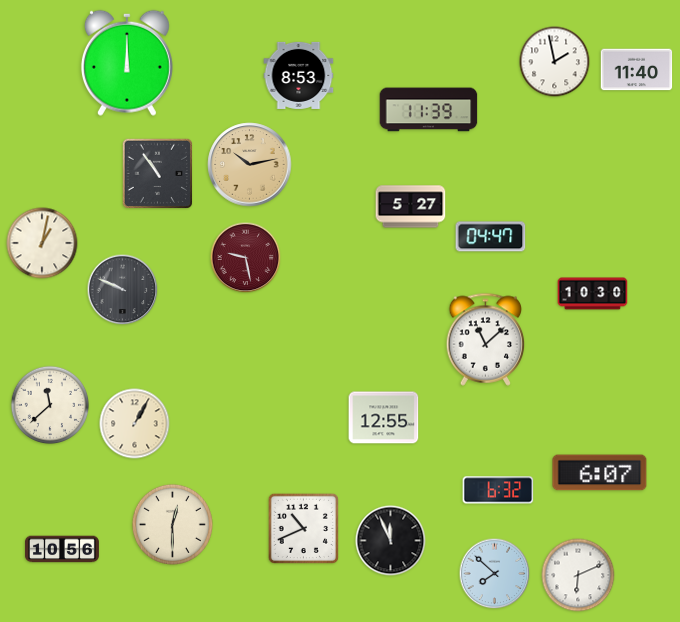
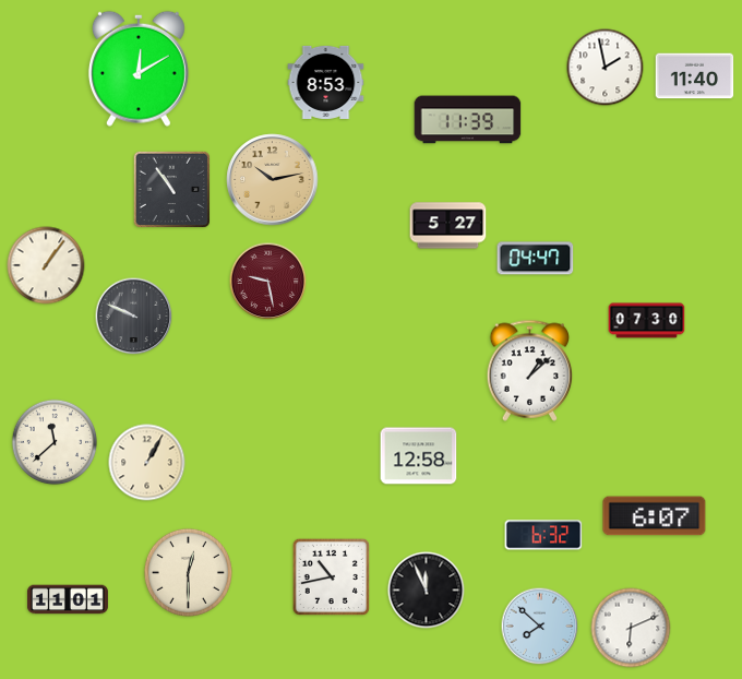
clock at (127, 63): 12:00 -> 12:10
clock at (42, 243): 1:02 -> 1:06
clock at (593, 294): 10:30 -> 07:30
clock at (486, 339): 11:08 -> 1:08
clock at (384, 418): 12:55 -> 12:58
clock at (303, 528): 10:41 -> 10:43
clock at (62, 549): 10:56 -> 11:01
